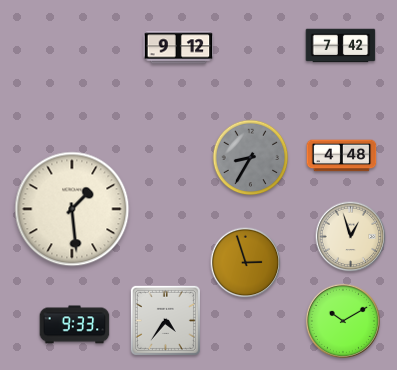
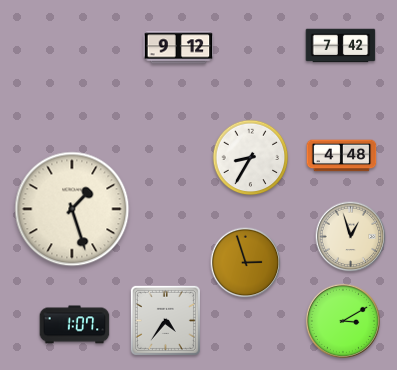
clock at (251, 158) dial: grey -> white
clock at (72, 209): 1:29 -> 1:27
clock at (343, 321): 10:10 -> 3:10
clock at (75, 325): 9:33 -> 1:07
